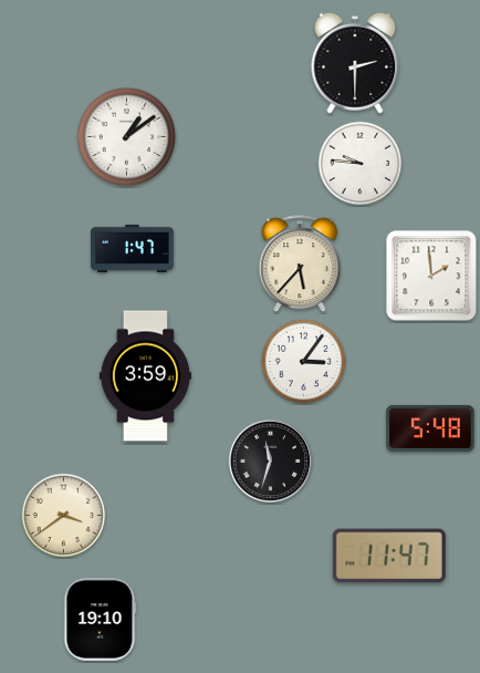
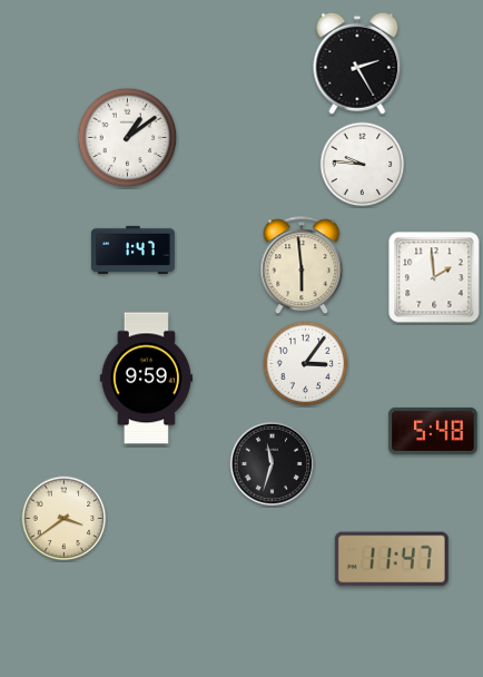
clock at (355, 63): 2:30 -> 2:25
clock at (300, 265): 5:37 -> 5:59
clock at (145, 376): 3:59 -> 9:59
clock at (100, 620): 19:10 -> none
